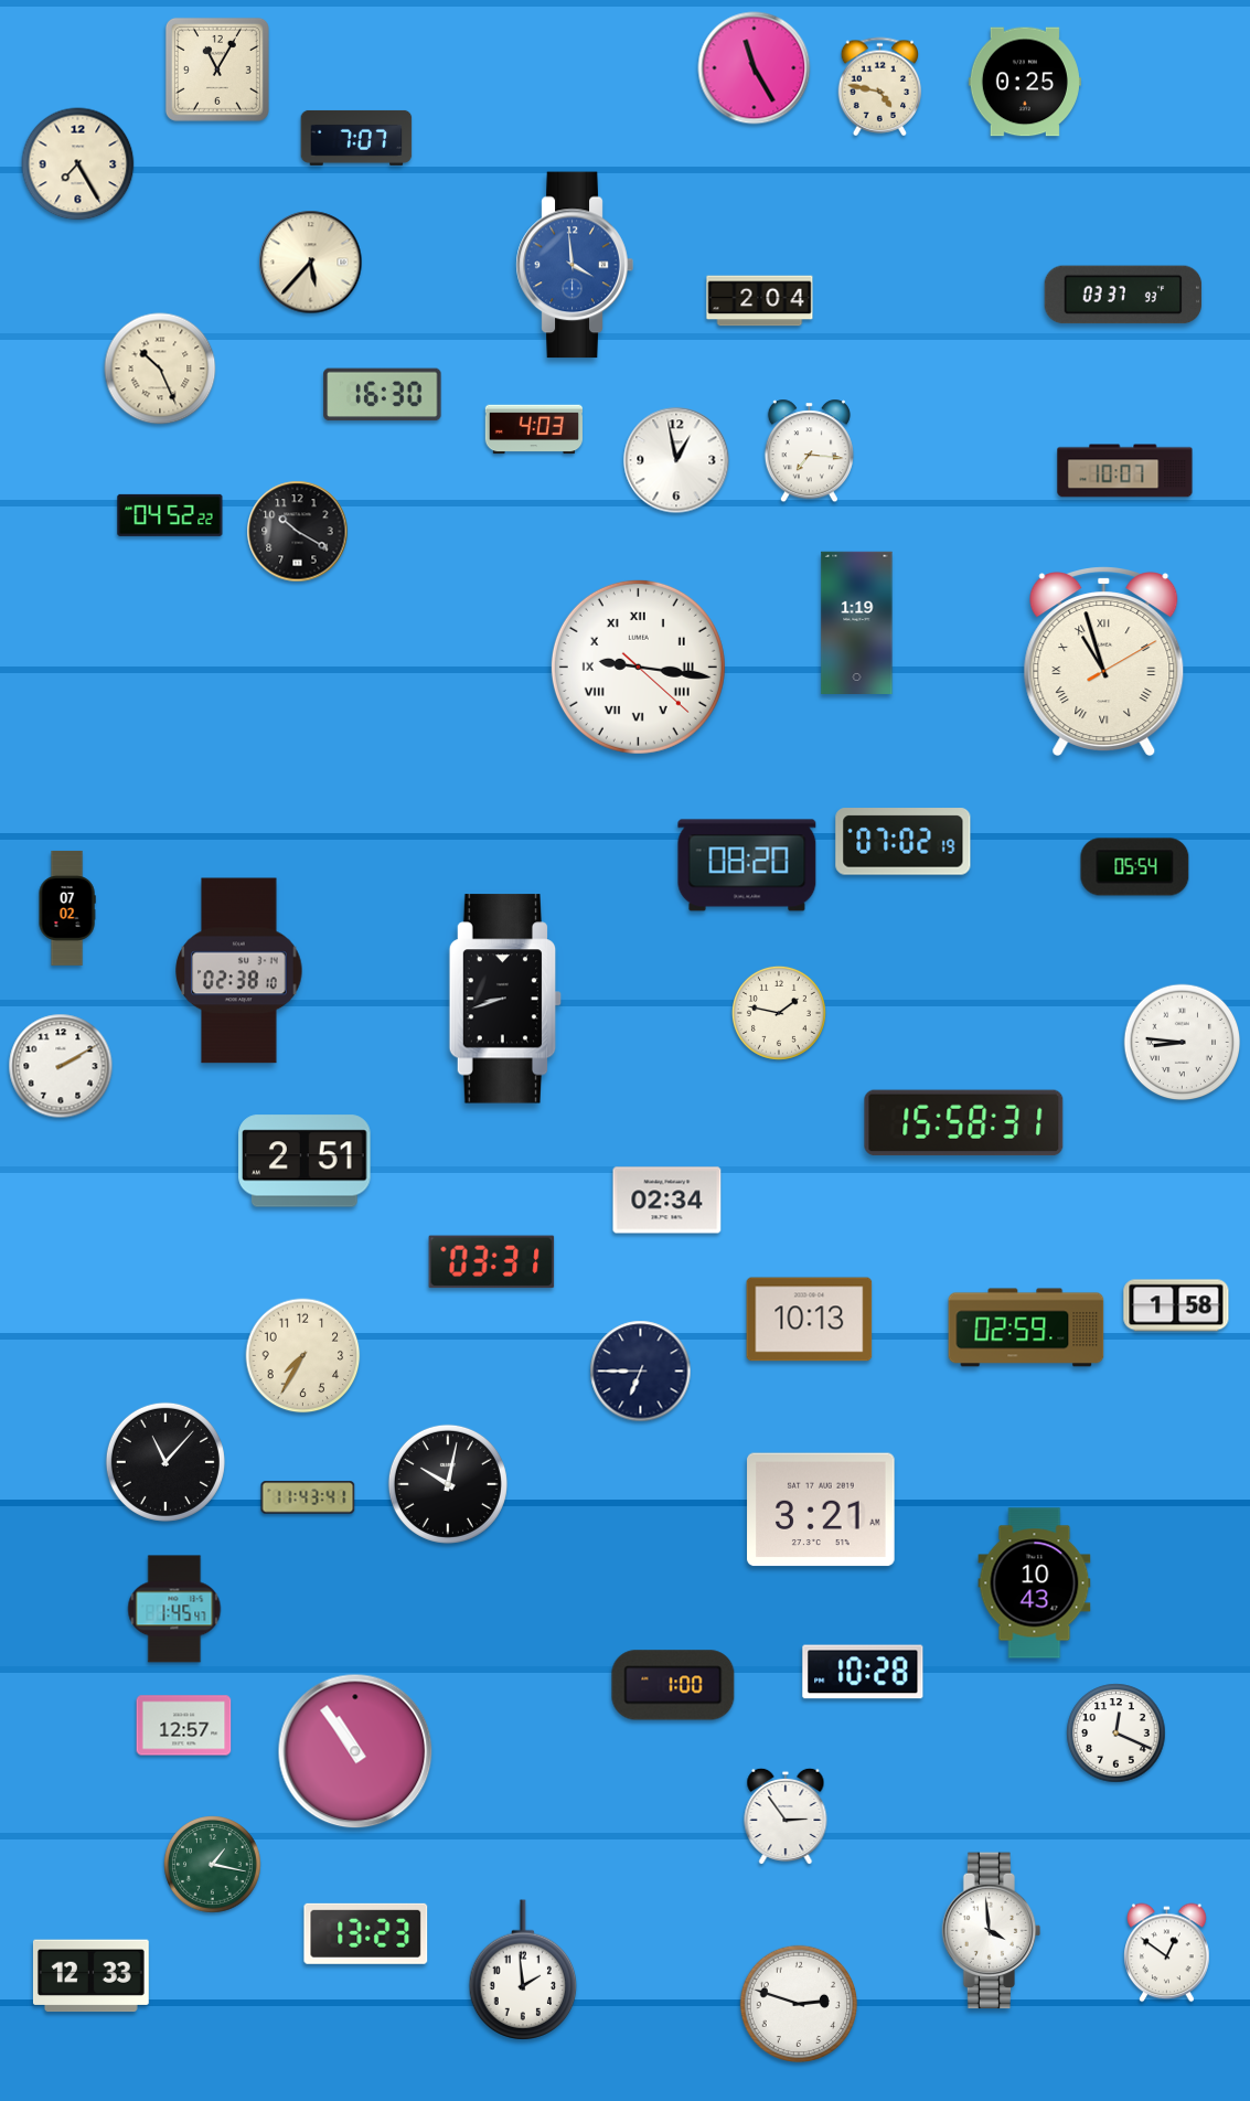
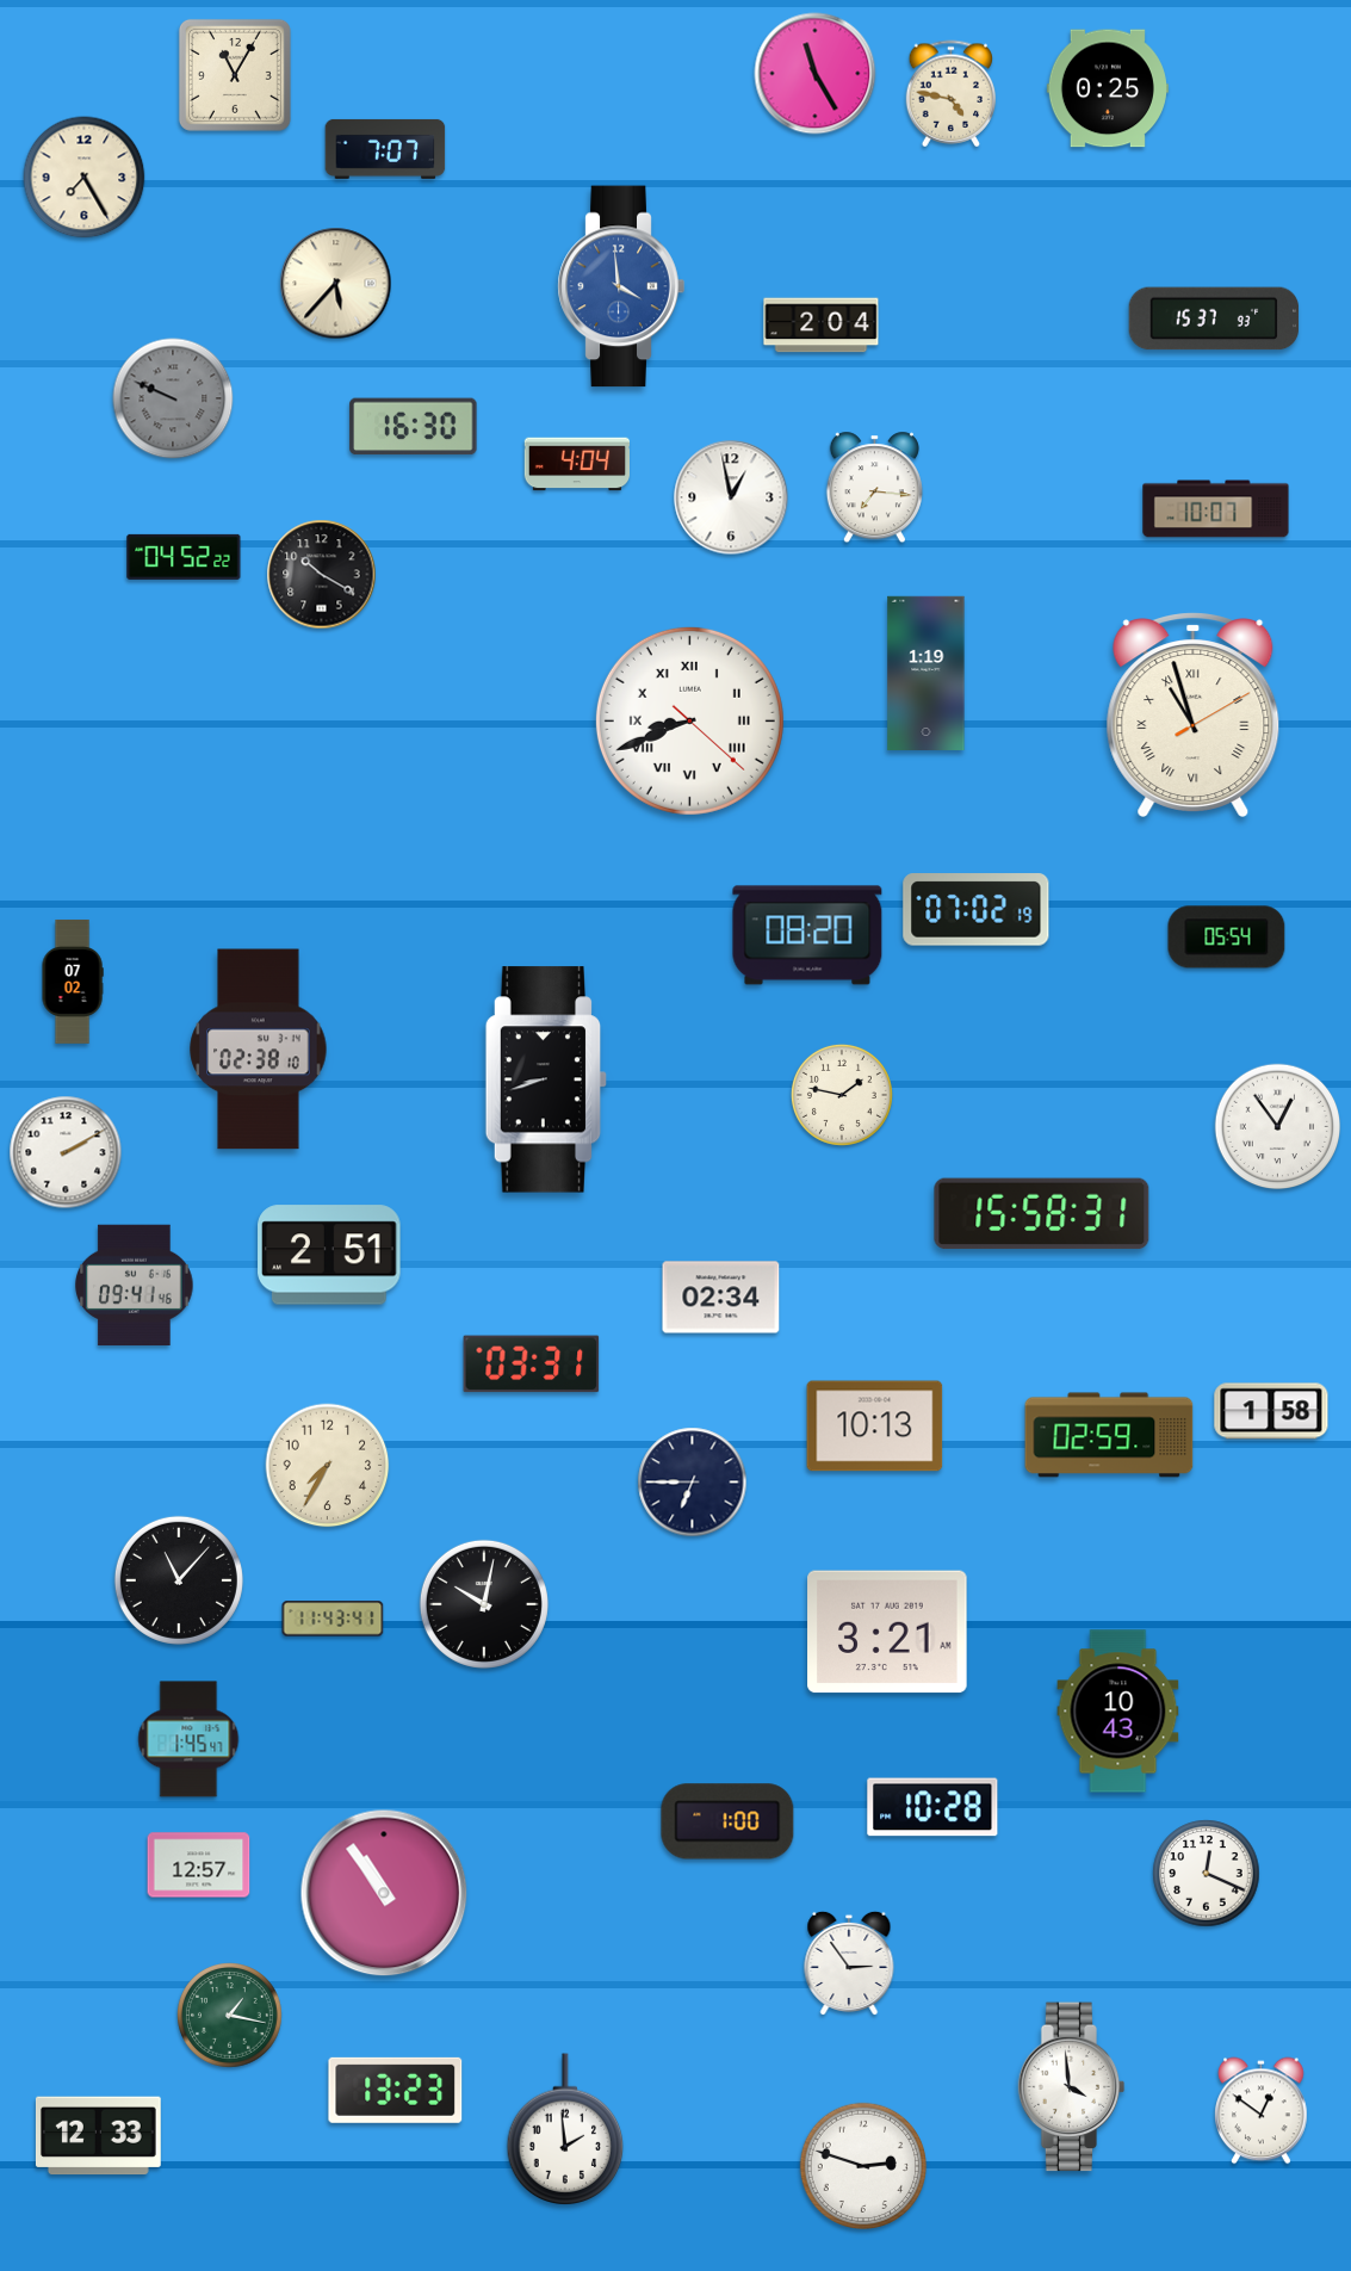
clock at (1123, 295): 03:37 -> 15:37
clock at (160, 369): 10:26 -> 9:49
clock at (160, 369) dial: cream -> grey
clock at (533, 429): 4:03 -> 4:04
clock at (638, 666): 9:16 -> 8:41
clock at (1183, 1043): 8:46 -> 12:54
clock at (135, 1285): none -> 09:41
